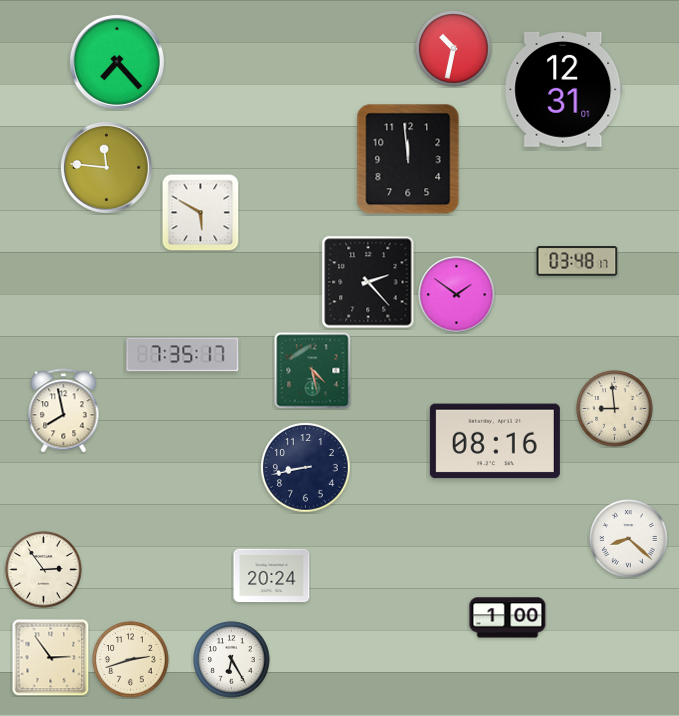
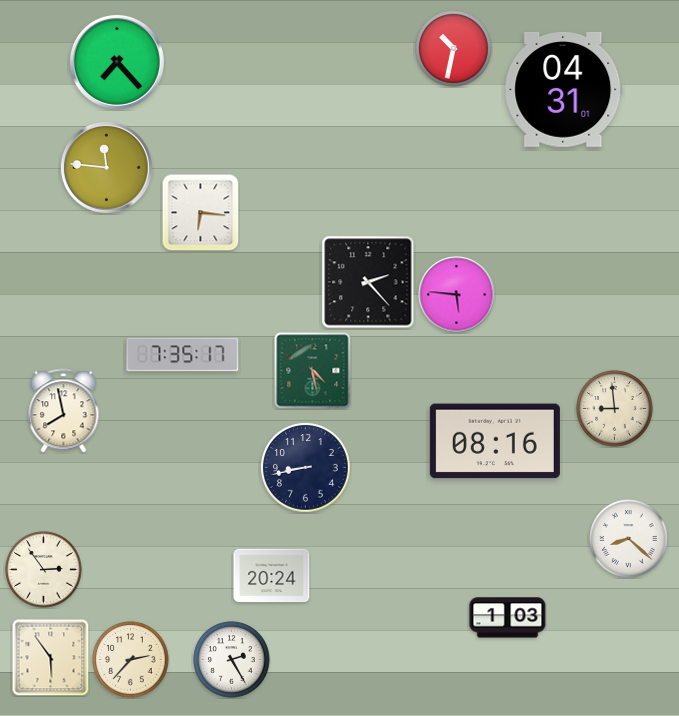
clock at (564, 89): 12:31 -> 04:31
clock at (408, 159): 11:59 -> none
clock at (200, 212): 5:50 -> 6:16
clock at (577, 261): 03:48 -> none
clock at (457, 295): 1:51 -> 5:46
clock at (508, 618): 1:00 -> 1:03
clock at (50, 657): 2:54 -> 5:54
clock at (131, 660): 2:42 -> 2:37
clock at (232, 660): 6:25 -> 2:25
